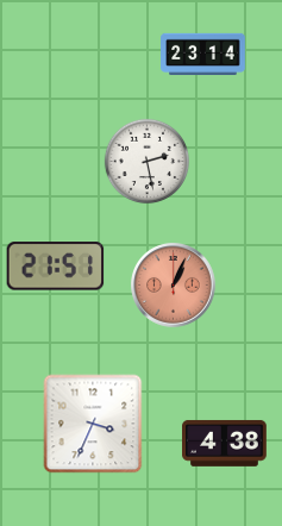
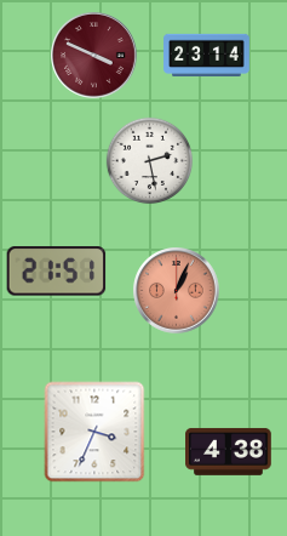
clock at (94, 56): none -> 3:49
clock at (148, 162) position: (148, 162) -> (150, 161)
